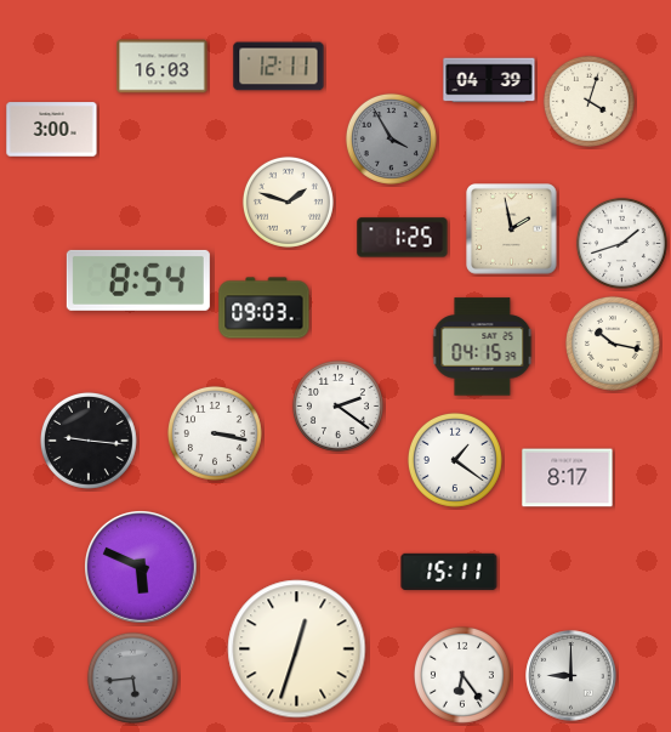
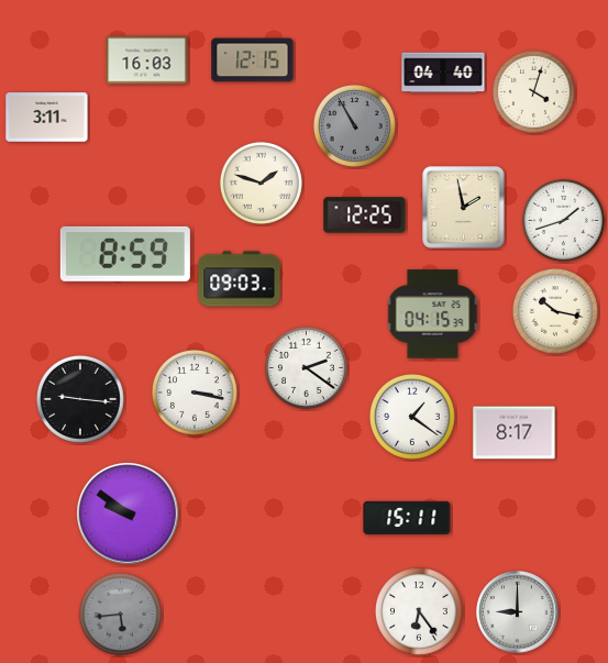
clock at (279, 67): 12:11 -> 12:15
clock at (489, 80): 04:39 -> 04:40
clock at (52, 130): 3:00 -> 3:11
clock at (391, 138): 3:55 -> 10:55
clock at (403, 238): 1:25 -> 12:25
clock at (138, 280): 8:54 -> 8:59
clock at (483, 347) position: (483, 347) -> (433, 314)
clock at (142, 568): 5:49 -> 9:51
clock at (297, 649): 12:33 -> none
